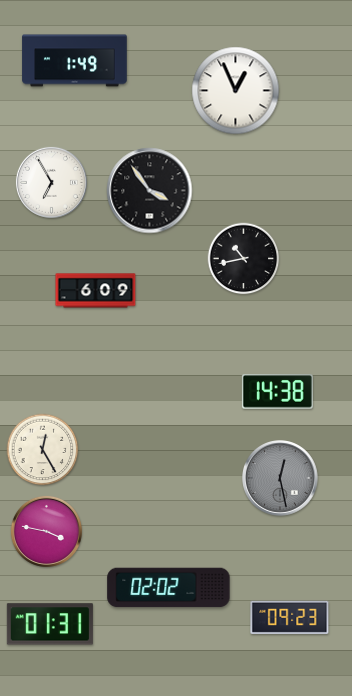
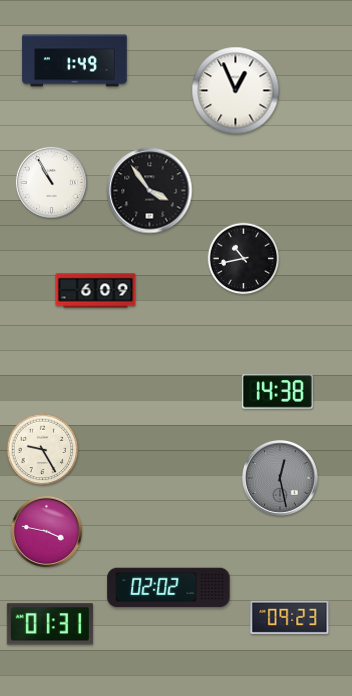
clock at (51, 182): 6:55 -> 10:55
clock at (43, 450): 12:25 -> 9:25
